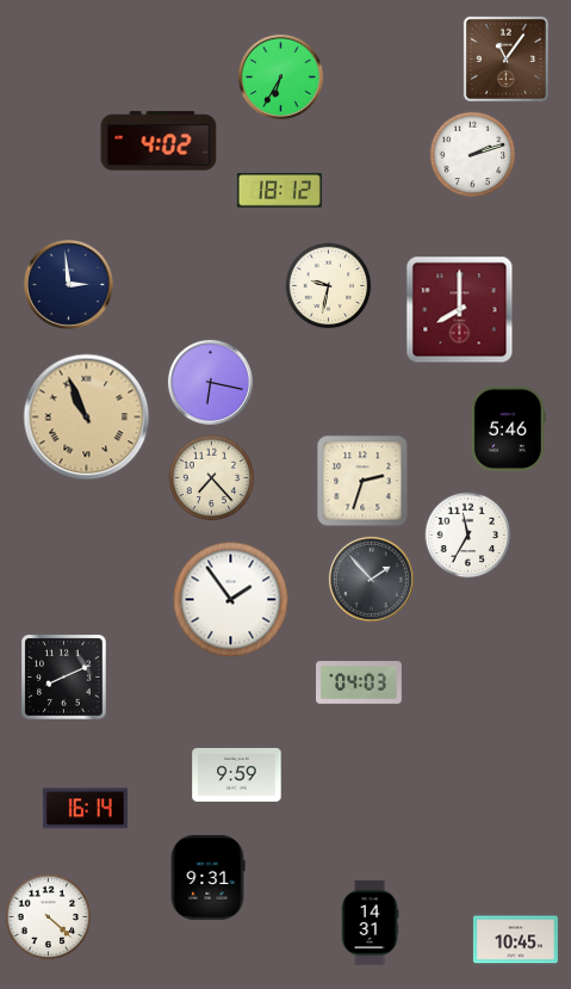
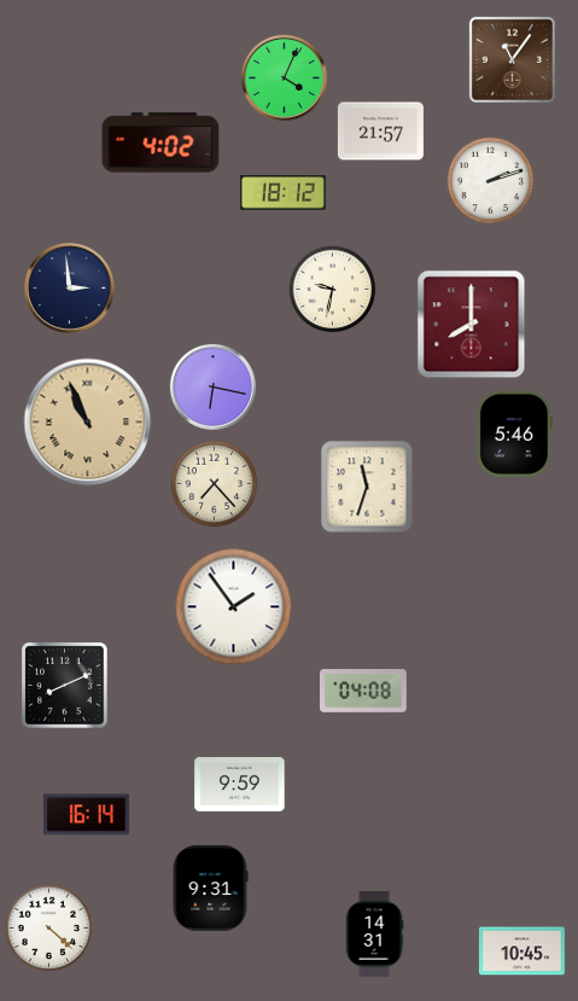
clock at (280, 76): 6:35 -> 4:04
clock at (380, 132): none -> 21:57
clock at (473, 155) position: (473, 155) -> (491, 181)
clock at (460, 310) position: (460, 310) -> (472, 325)
clock at (362, 481): 2:33 -> 11:33
clock at (468, 536): 11:35 -> none
clock at (371, 579): 1:53 -> none
clock at (360, 682): 04:03 -> 04:08
clock at (85, 809) position: (85, 809) -> (86, 815)
